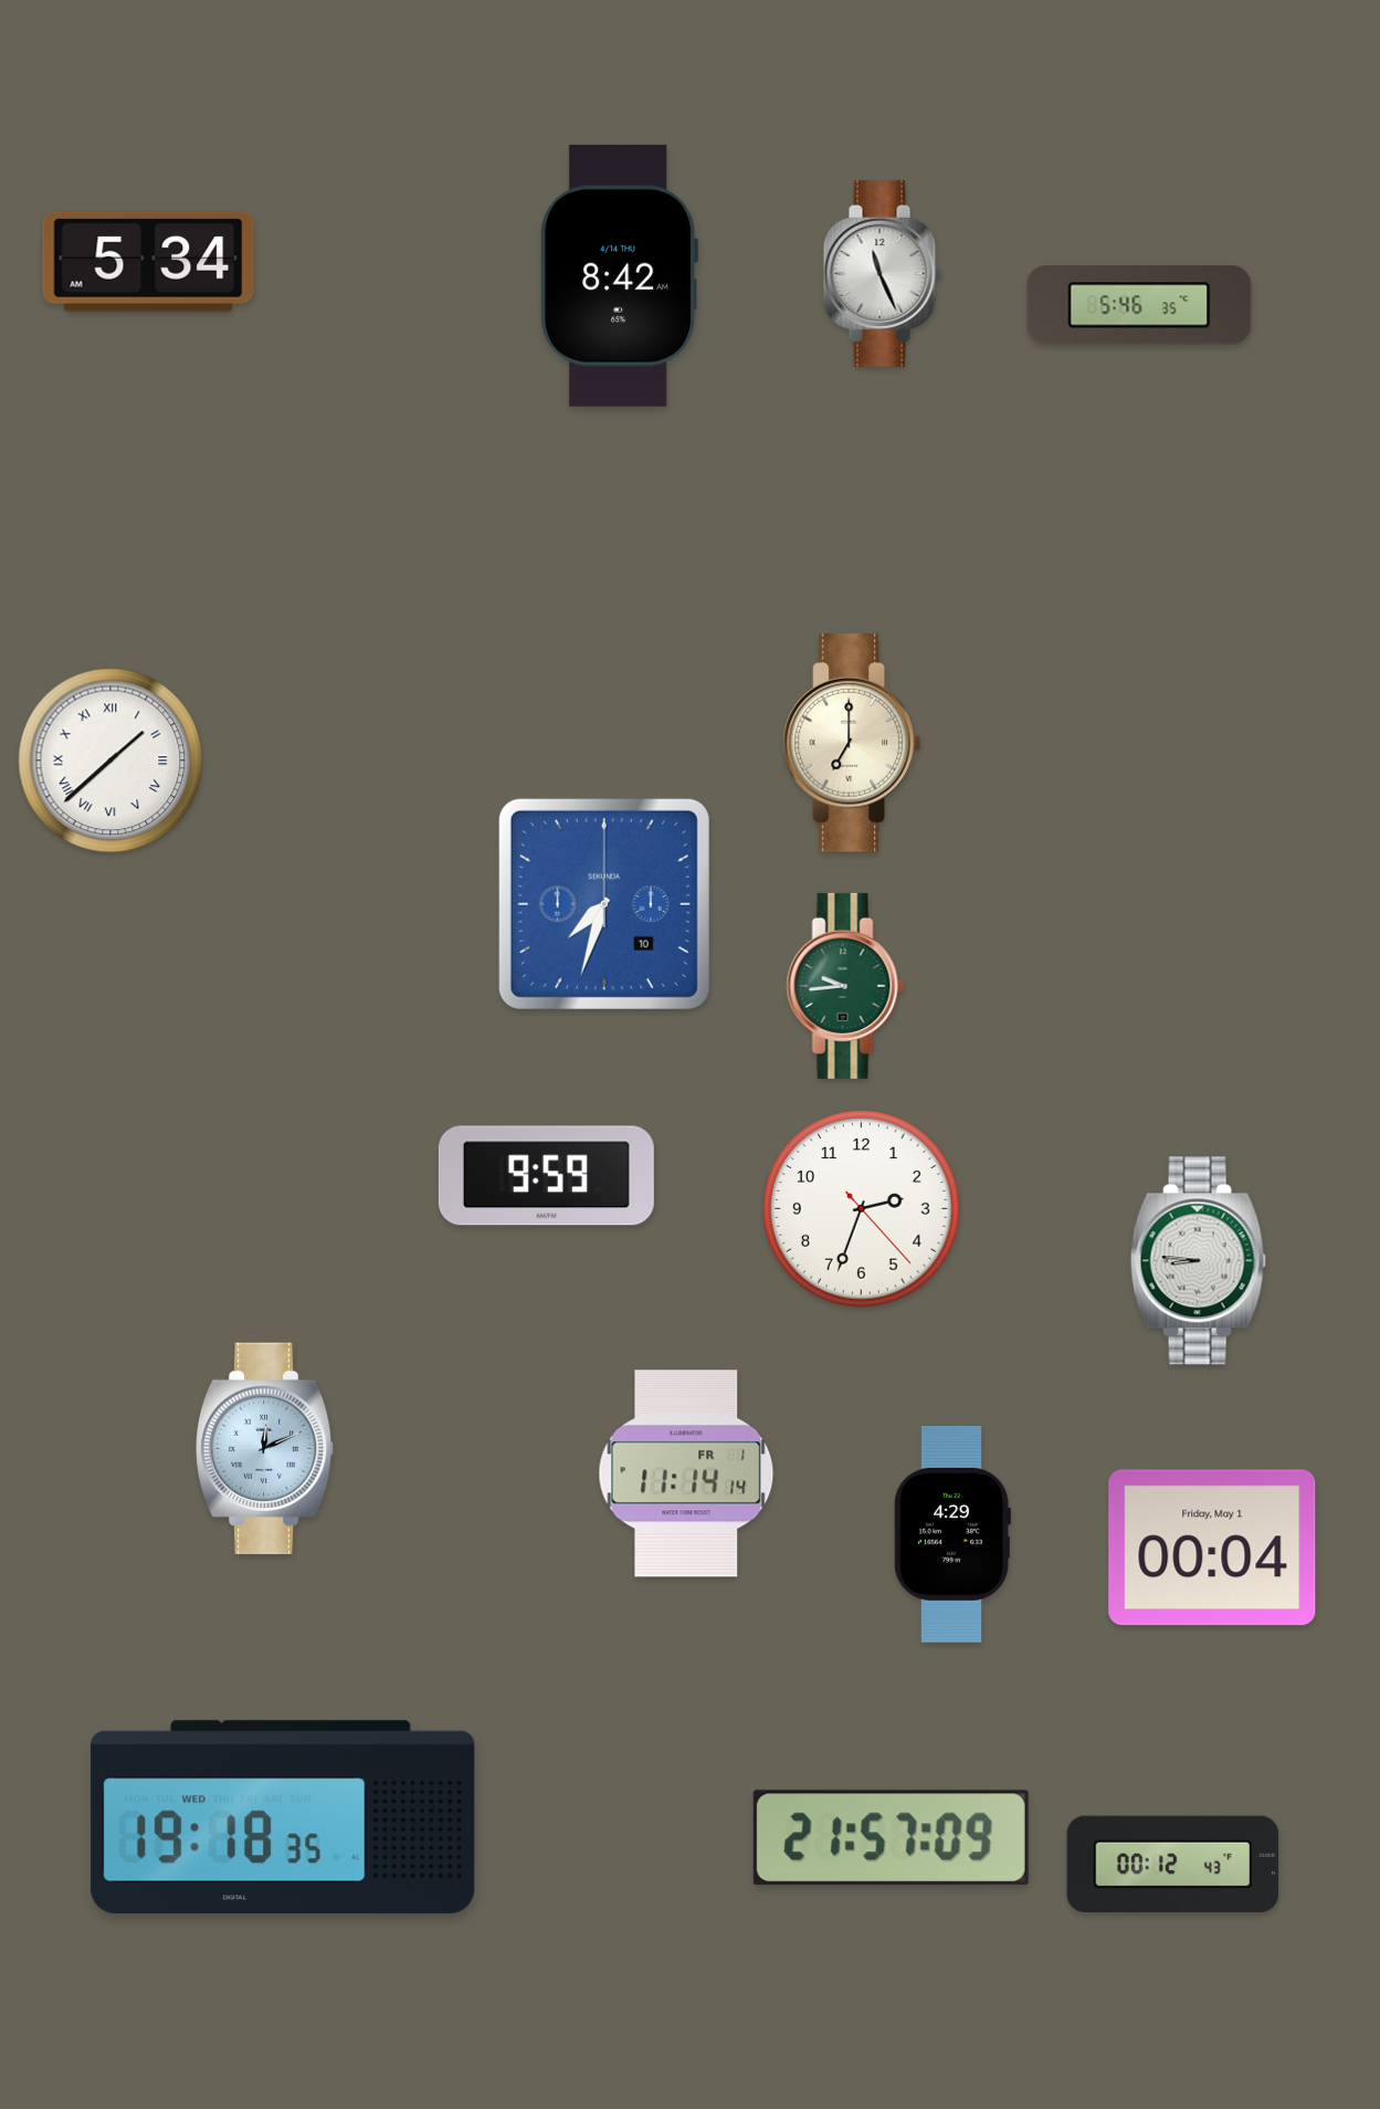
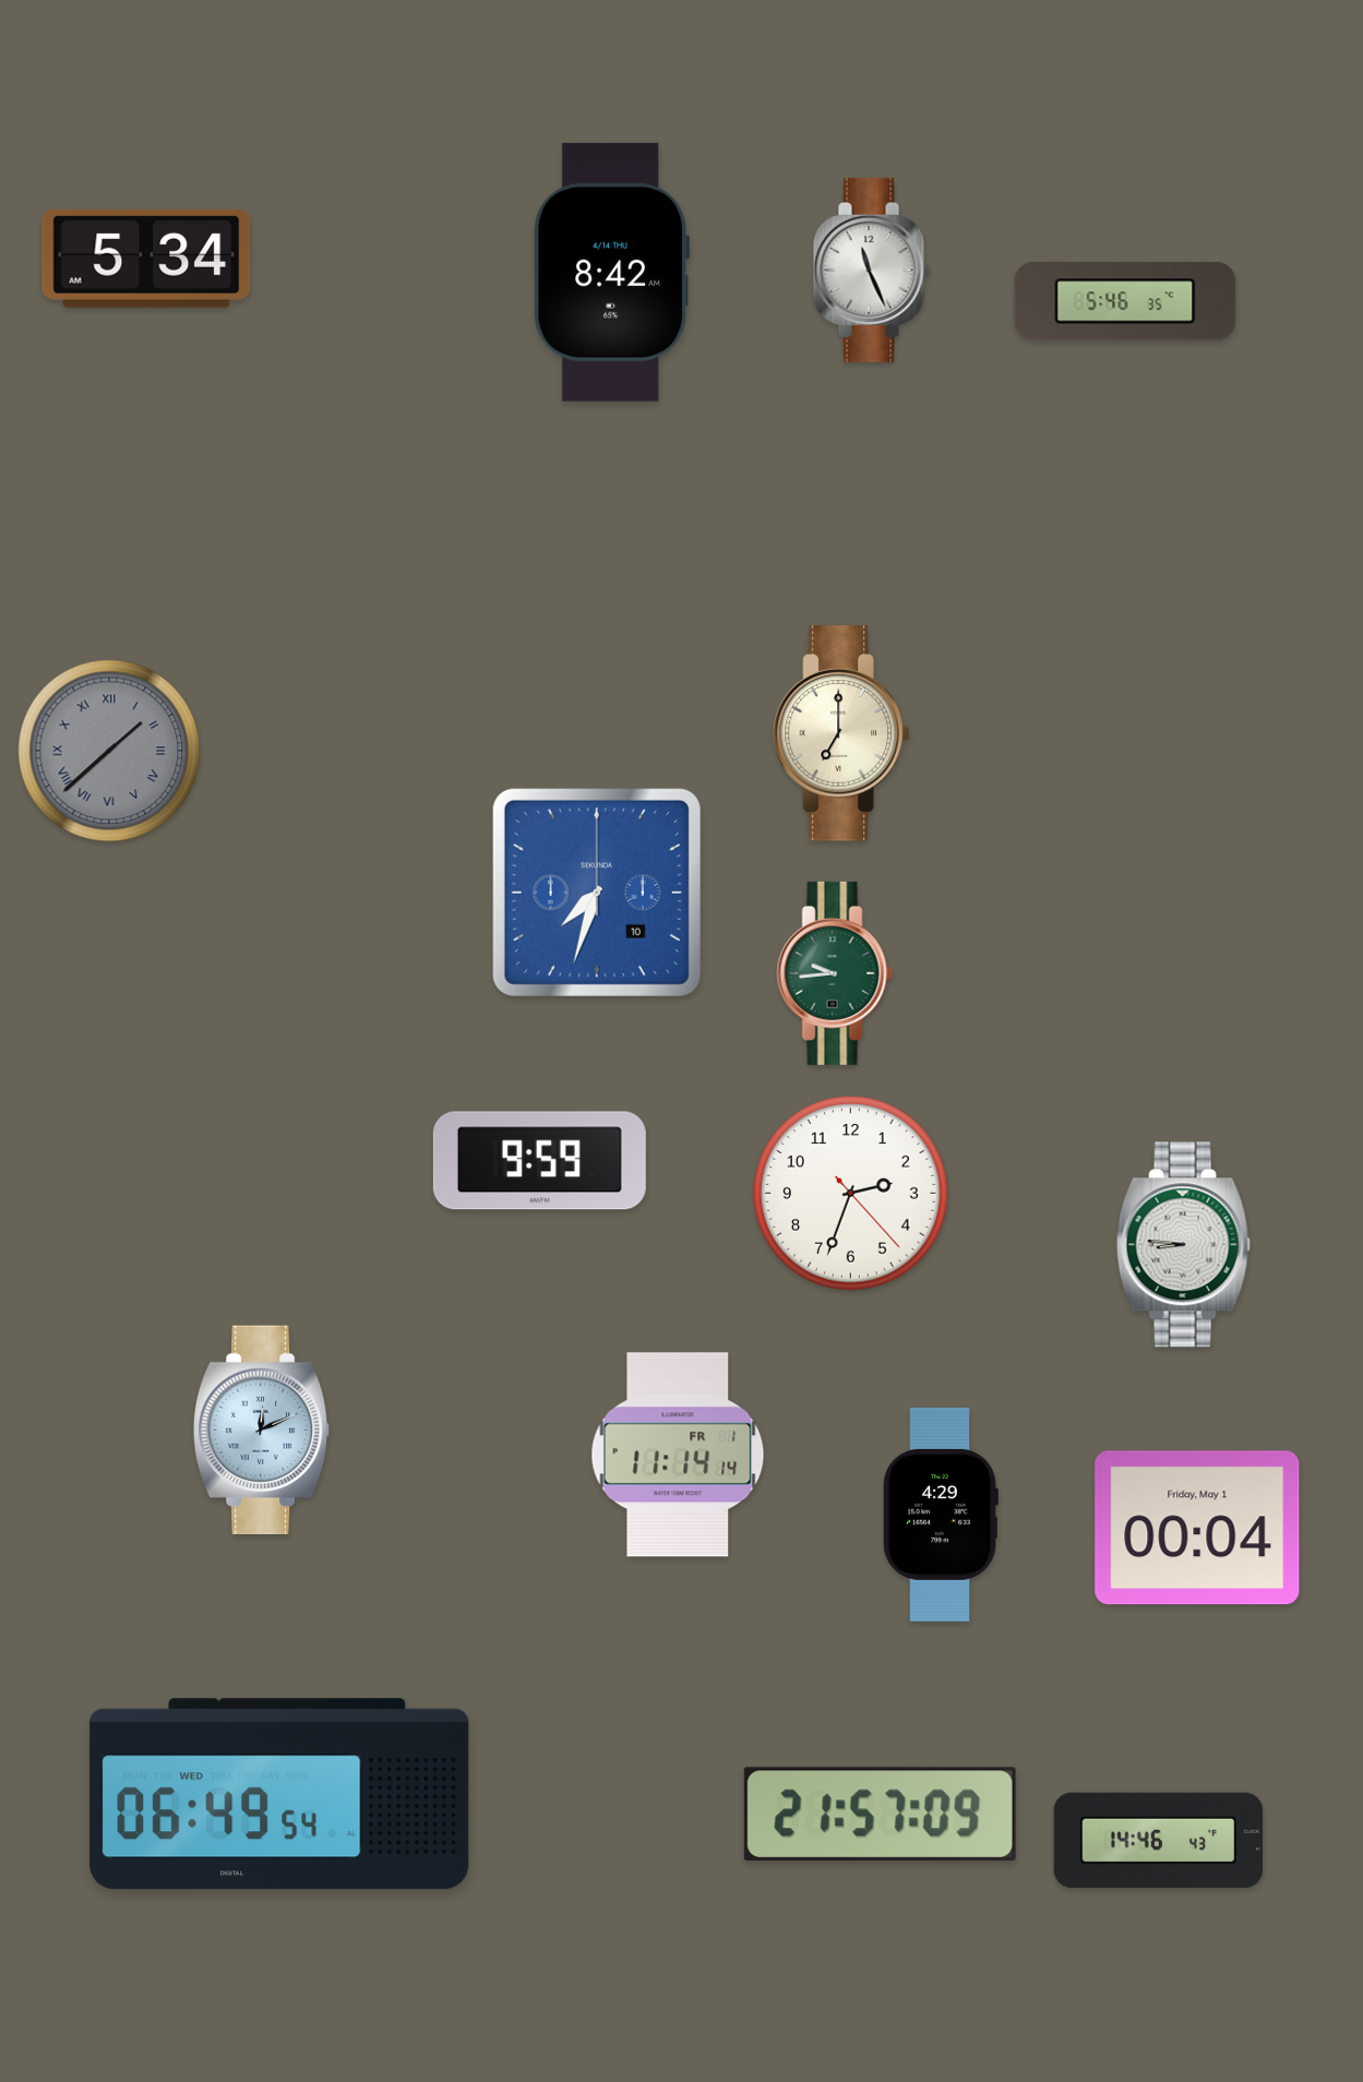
clock at (110, 760) dial: white -> grey
clock at (283, 1817): 19:18 -> 06:49
clock at (1173, 1864): 00:12 -> 14:46
